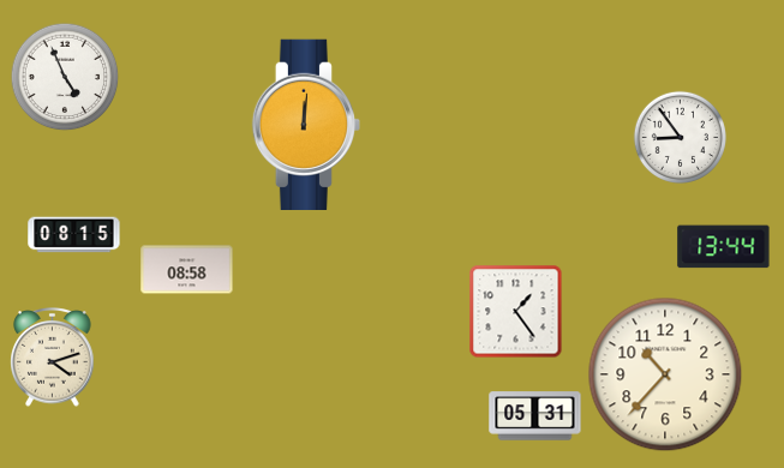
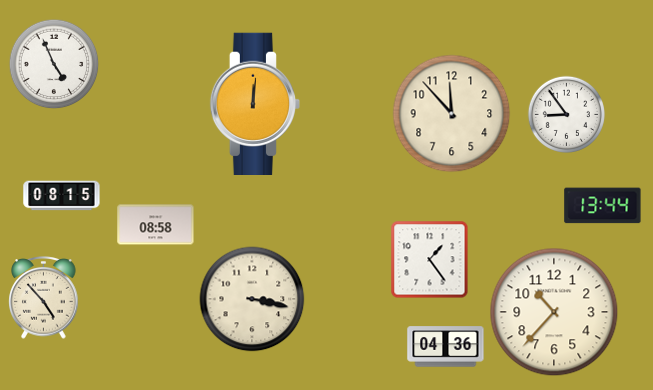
clock at (452, 114): none -> 11:53
clock at (53, 358): 4:12 -> 4:53
clock at (252, 299): none -> 3:17
clock at (535, 416): 05:31 -> 04:36
